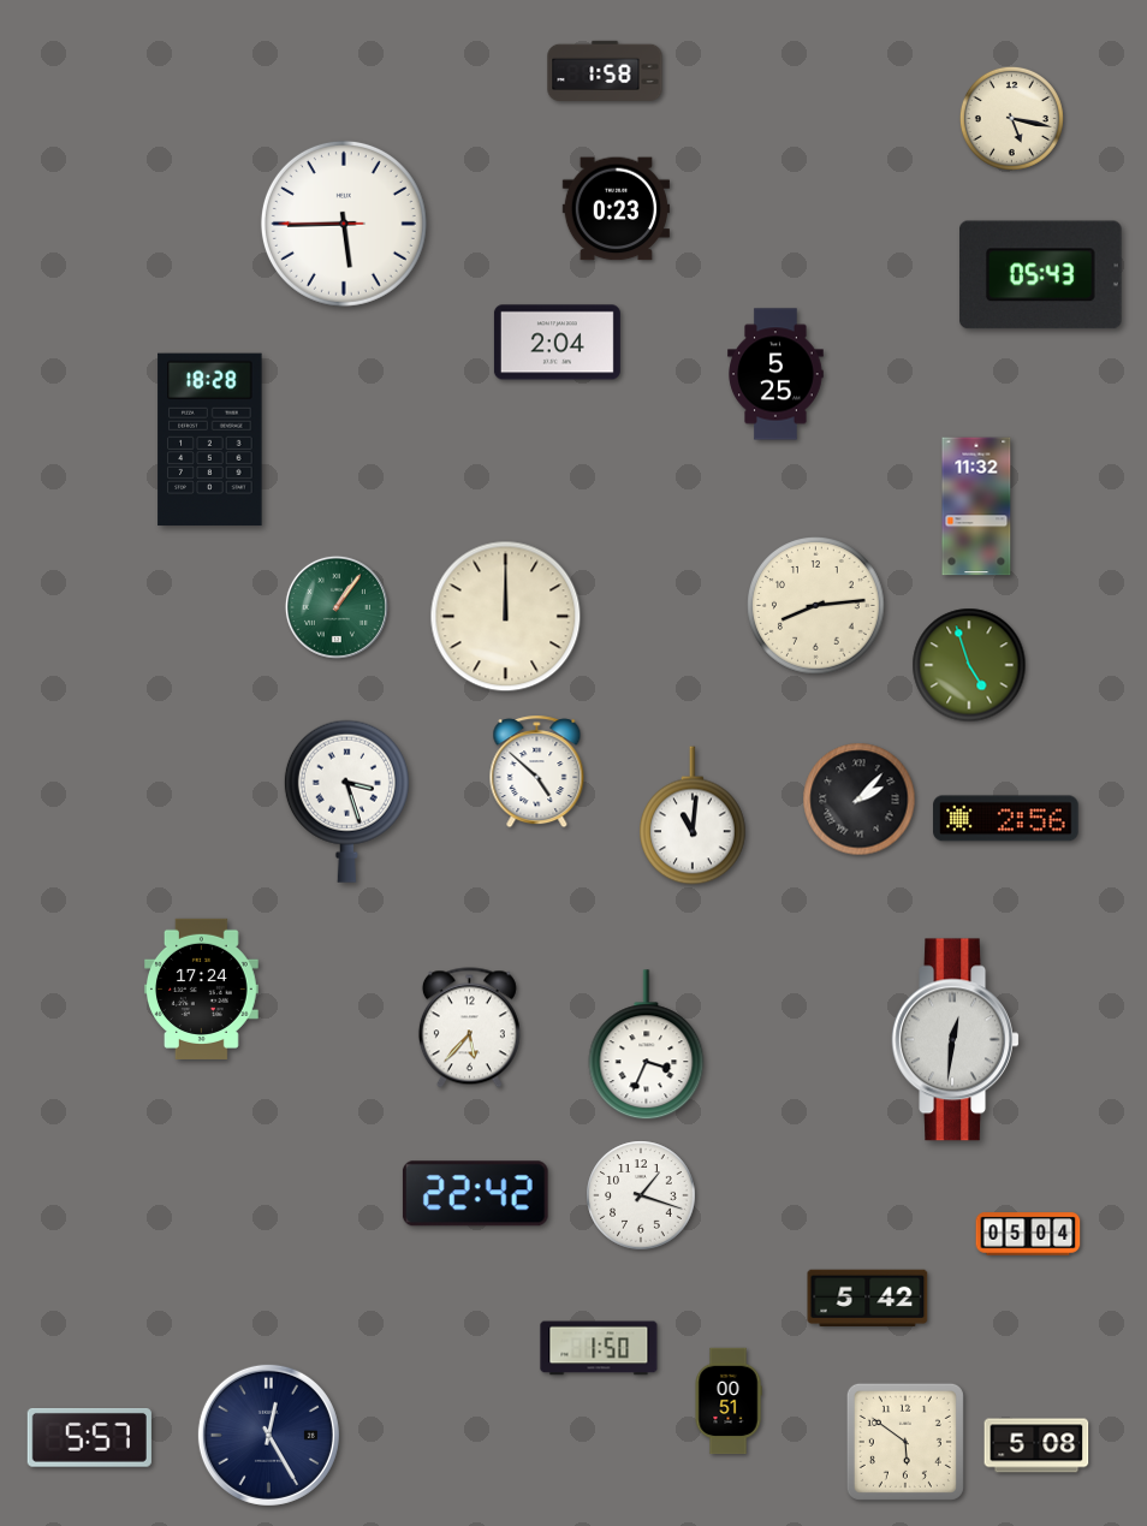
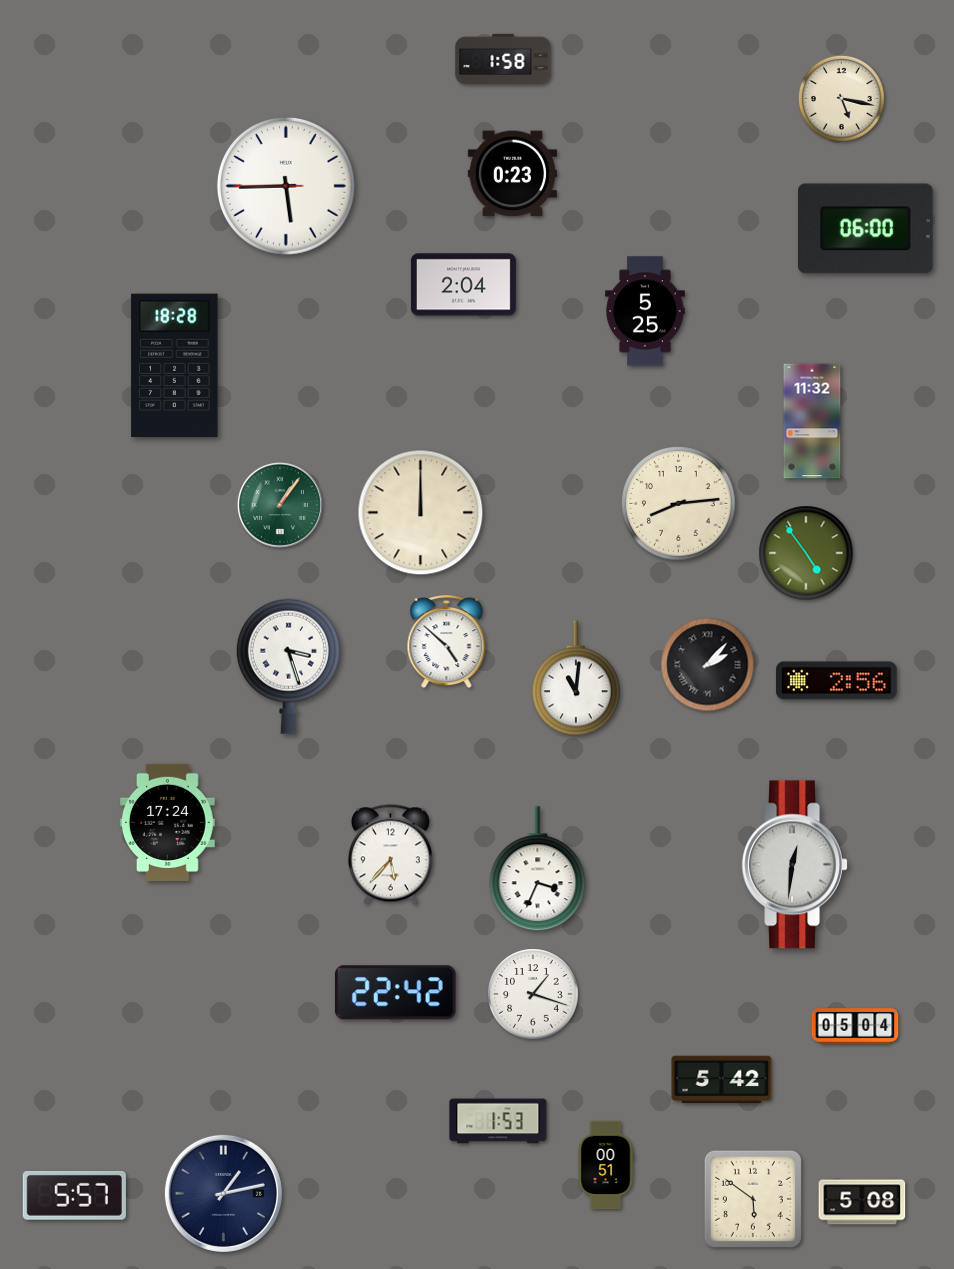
clock at (1041, 275): 05:43 -> 06:00
clock at (969, 665): 4:57 -> 4:54
clock at (860, 800) position: (860, 800) -> (708, 665)
clock at (599, 1348): 1:50 -> 1:53
clock at (268, 1435): 12:25 -> 1:13
